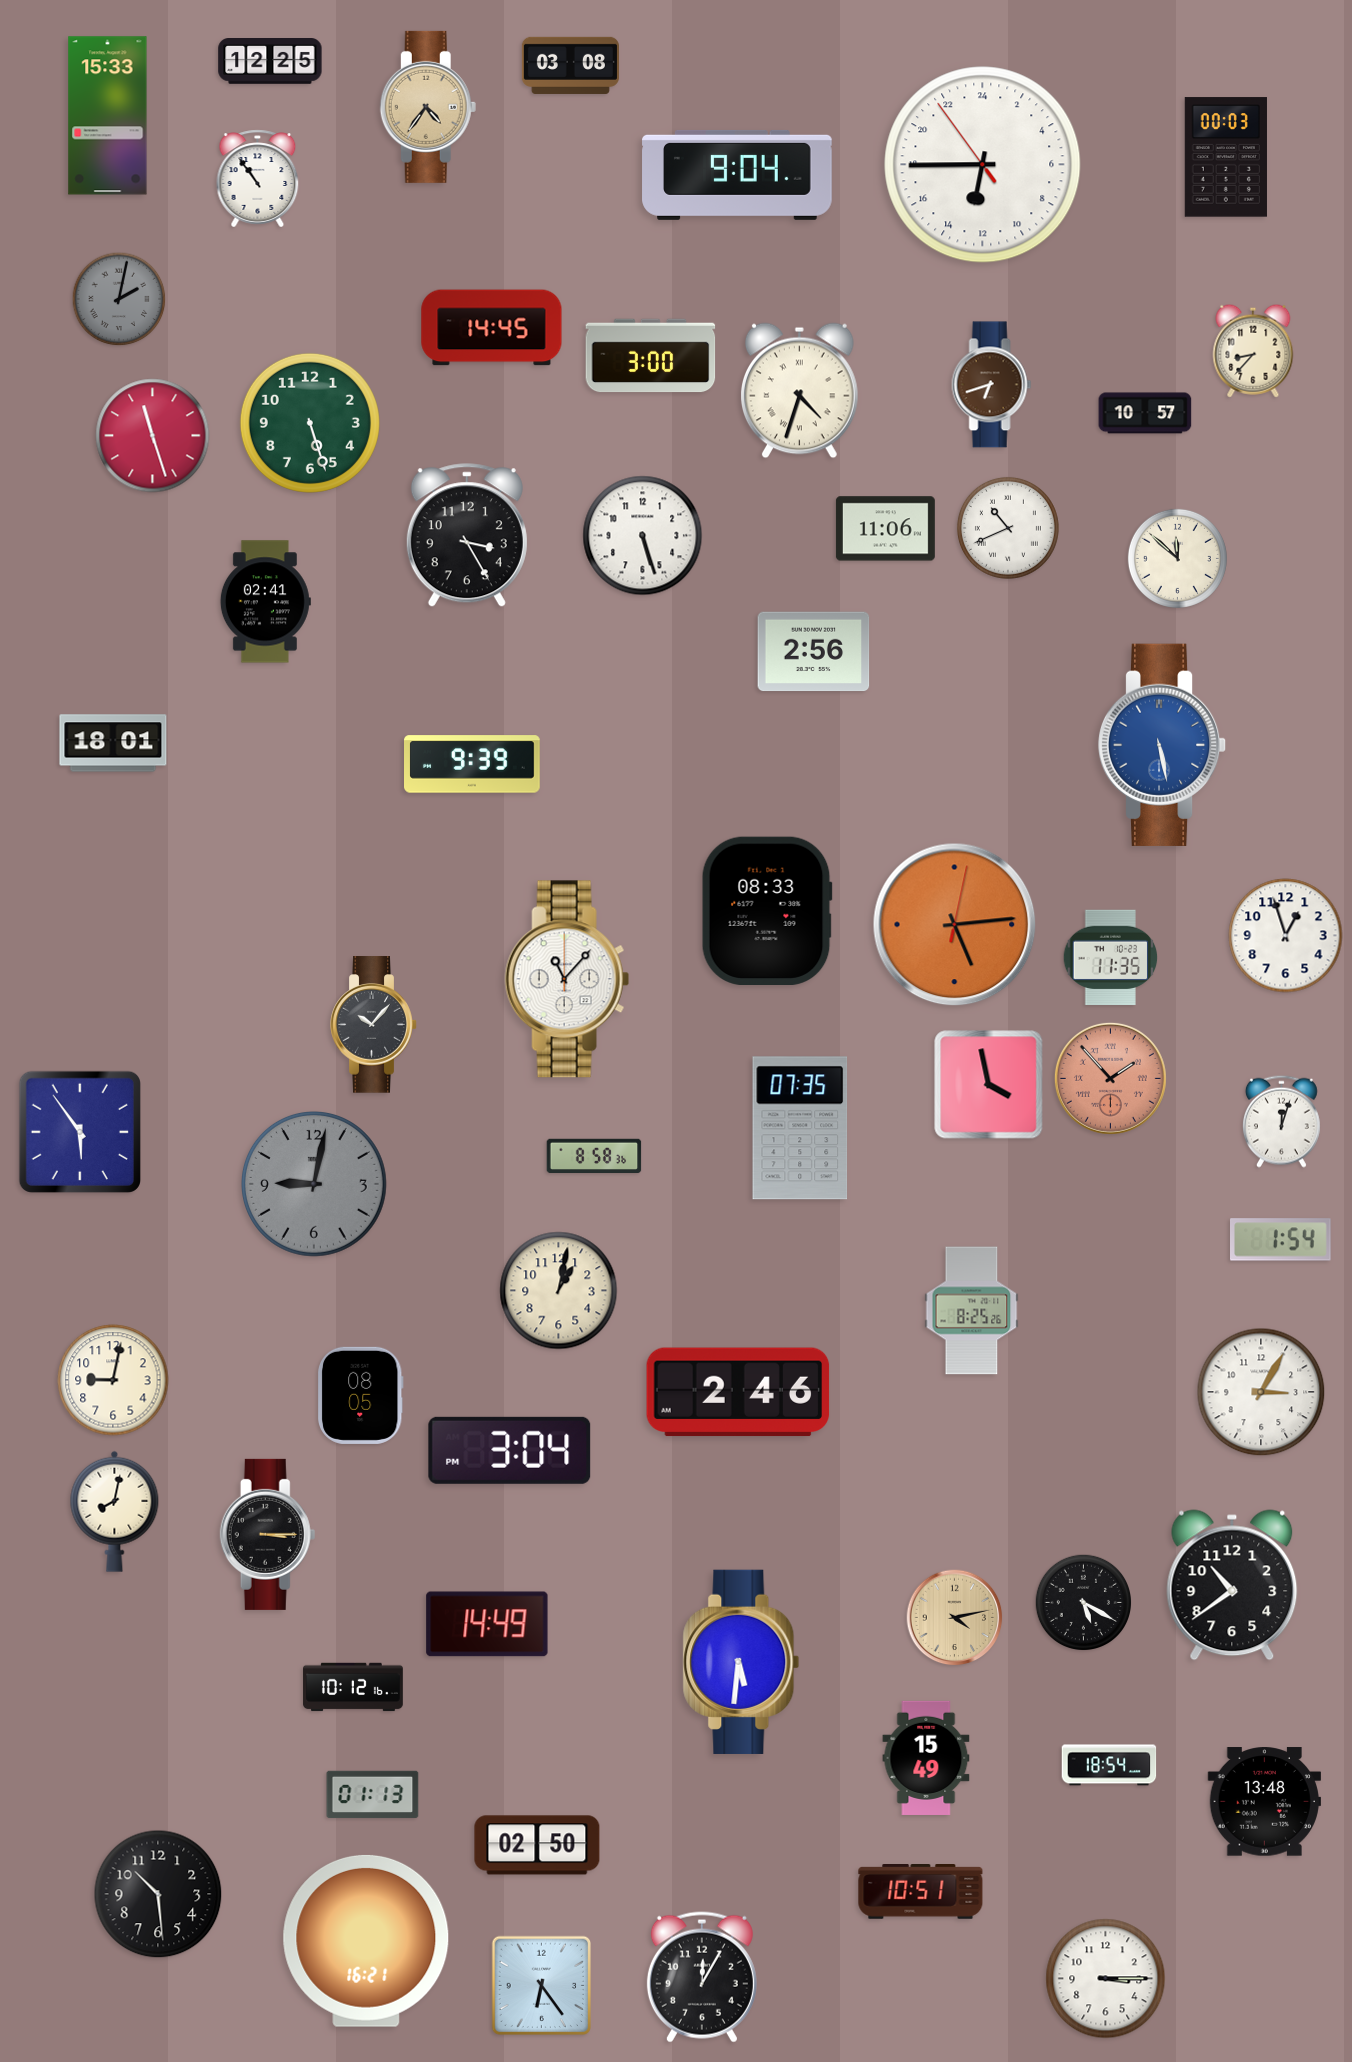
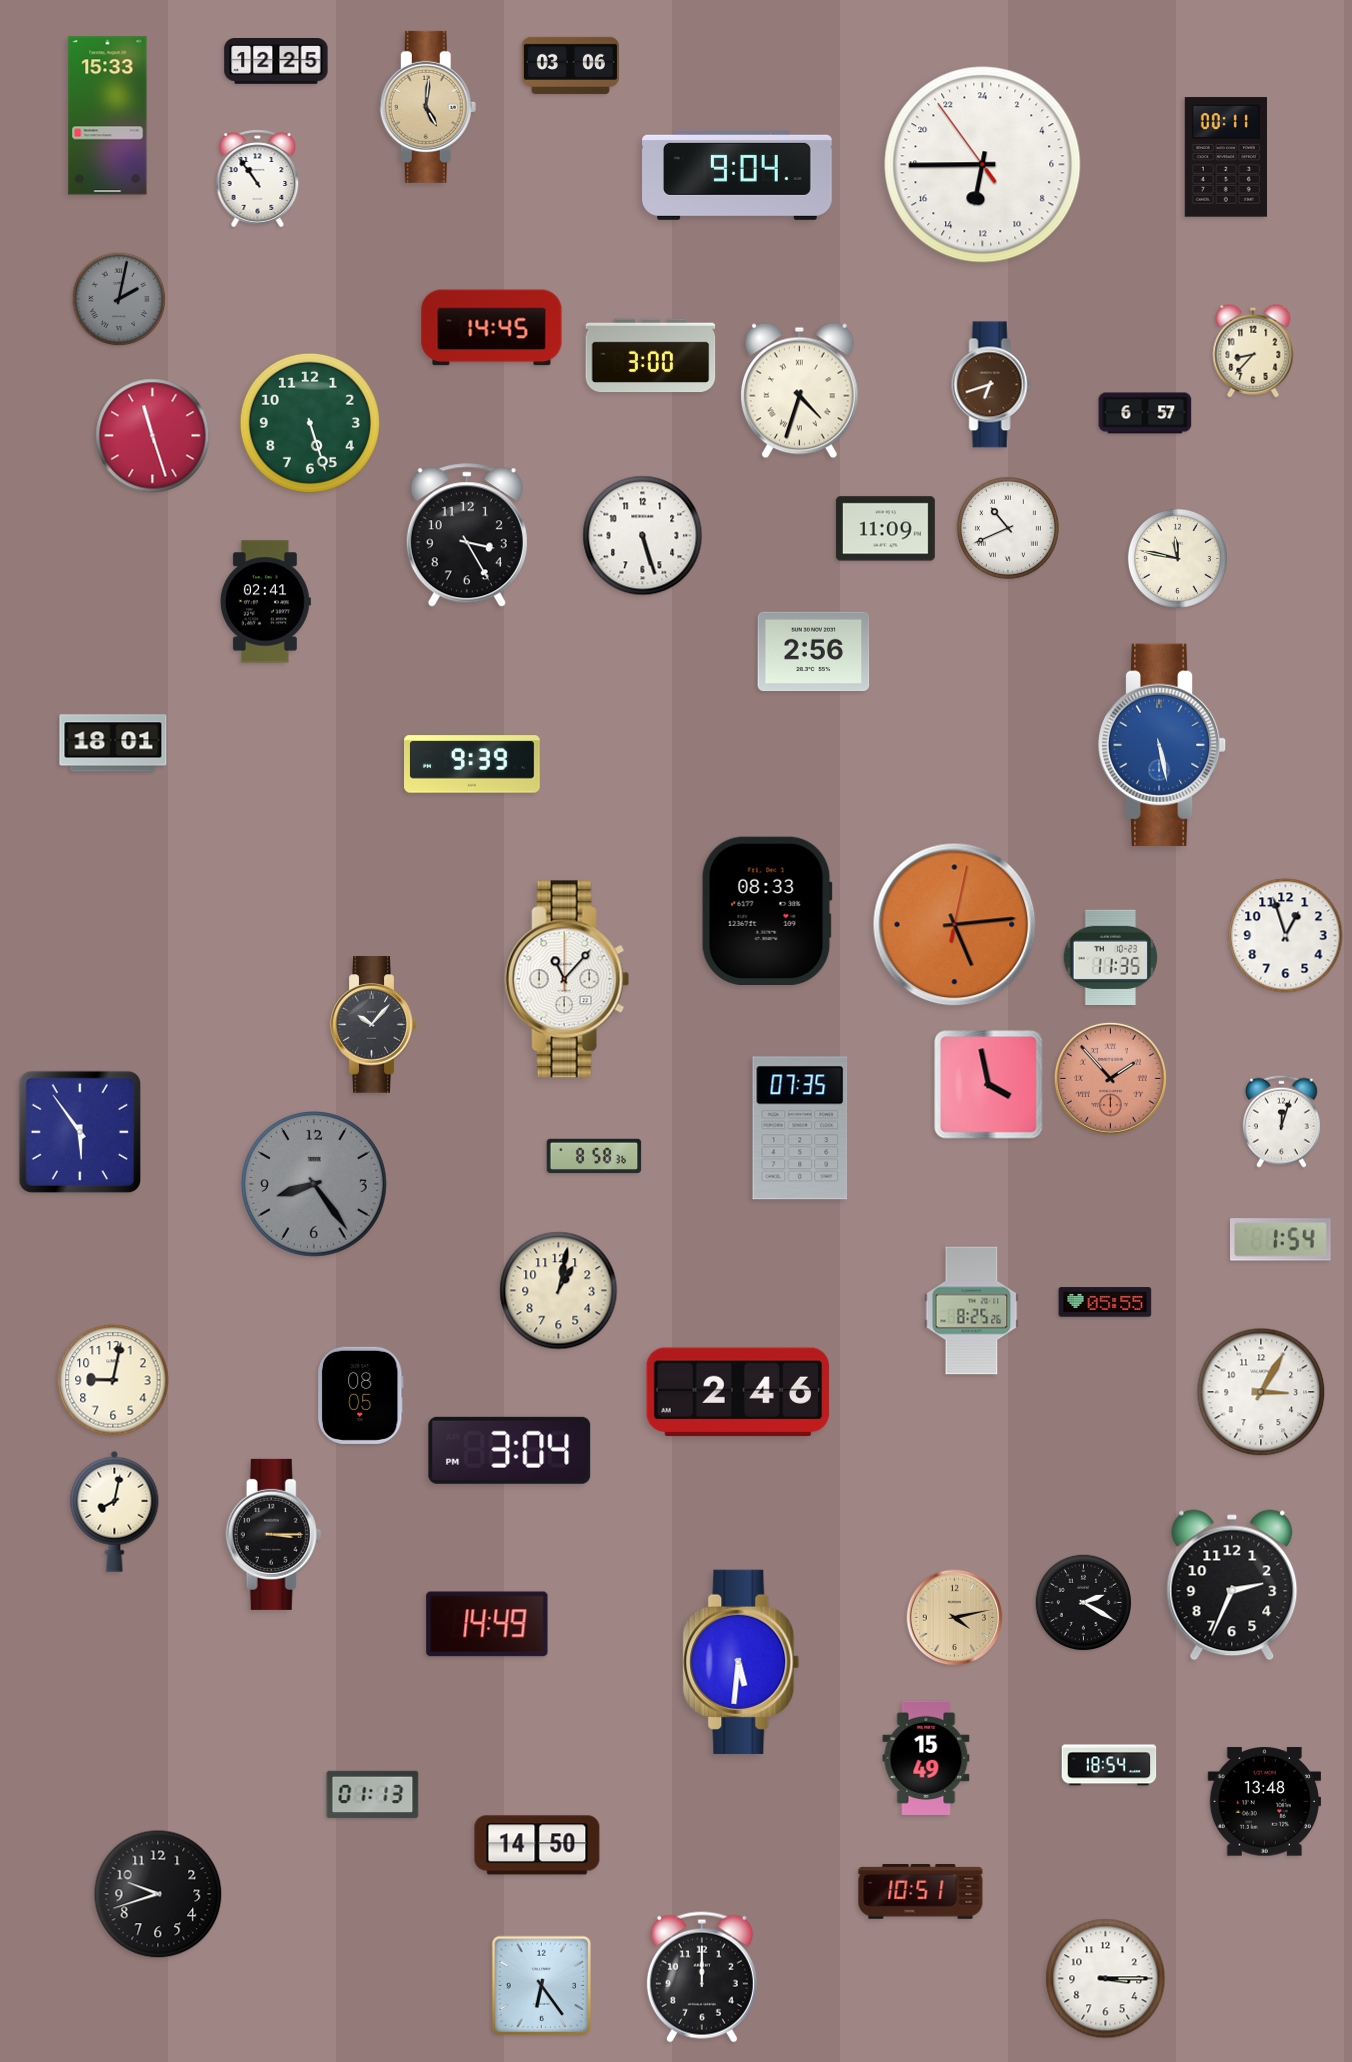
clock at (270, 62) position: (270, 62) -> (276, 62)
clock at (570, 65): 03:08 -> 03:06
clock at (428, 107): 4:36 -> 5:01
clock at (1226, 157): 00:03 -> 00:11
clock at (1145, 413): 10:57 -> 6:57
clock at (885, 529): 11:06 -> 11:09
clock at (1177, 558): 11:52 -> 11:47
clock at (314, 1184): 9:02 -> 8:24
clock at (1105, 1302): none -> 05:55
clock at (268, 1534) position: (268, 1534) -> (274, 1534)
clock at (1232, 1585): 10:39 -> 2:34
clock at (1083, 1602): 5:20 -> 2:20
clock at (353, 1687): 10:12 -> none
clock at (537, 1845): 02:50 -> 14:50
clock at (158, 1894): 10:29 -> 9:42
clock at (366, 1941): 16:21 -> none
clock at (702, 1977): 12:05 -> 12:00
